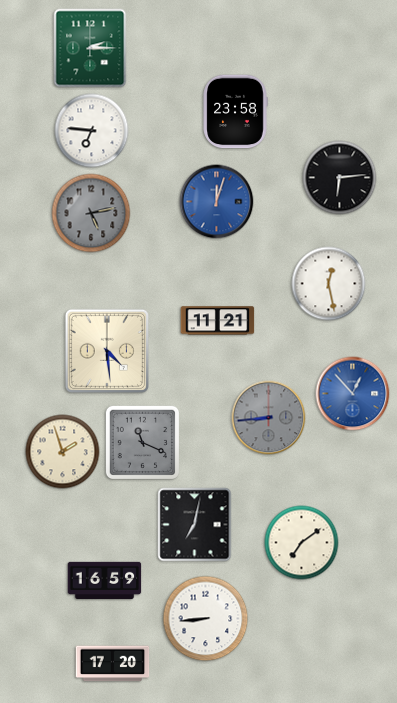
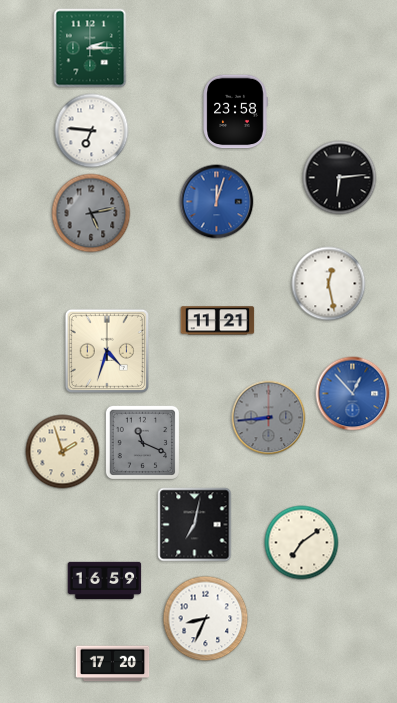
clock at (107, 351): 4:29 -> 4:33
clock at (206, 619): 8:44 -> 8:34
